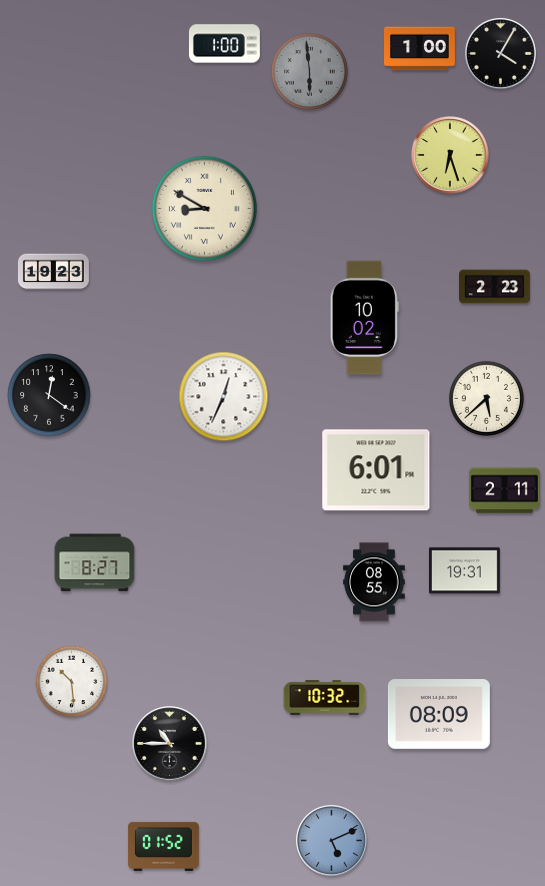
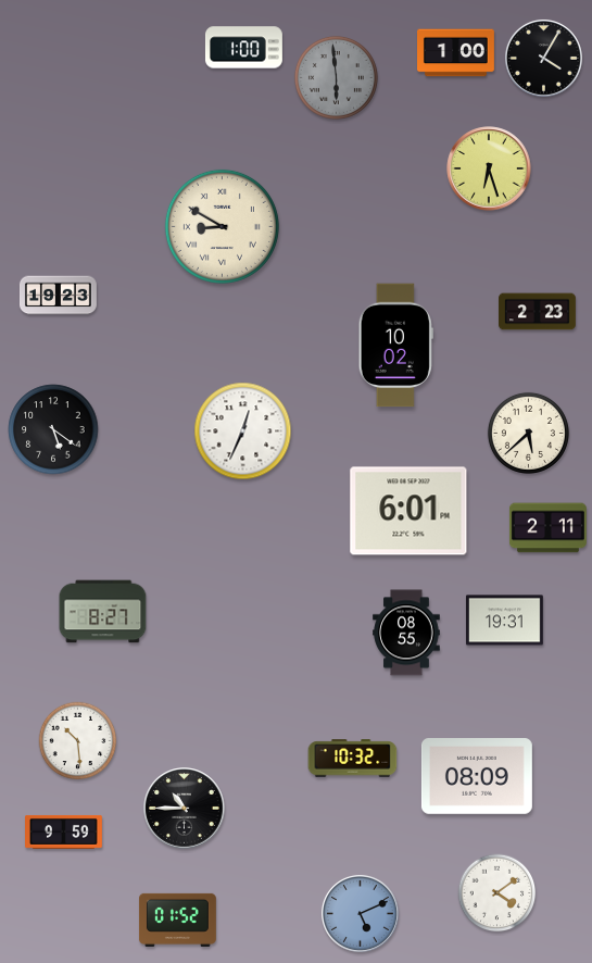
clock at (49, 395): 12:21 -> 5:21
clock at (504, 491) position: (504, 491) -> (547, 528)
clock at (64, 831): none -> 9:59
clock at (497, 893): none -> 4:09
